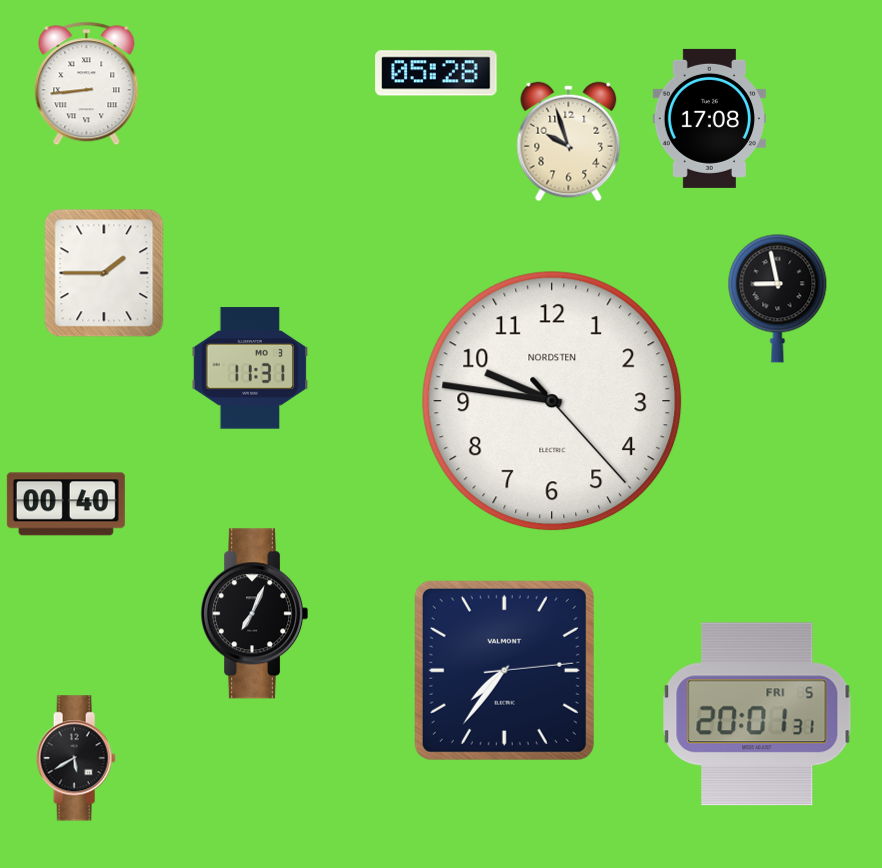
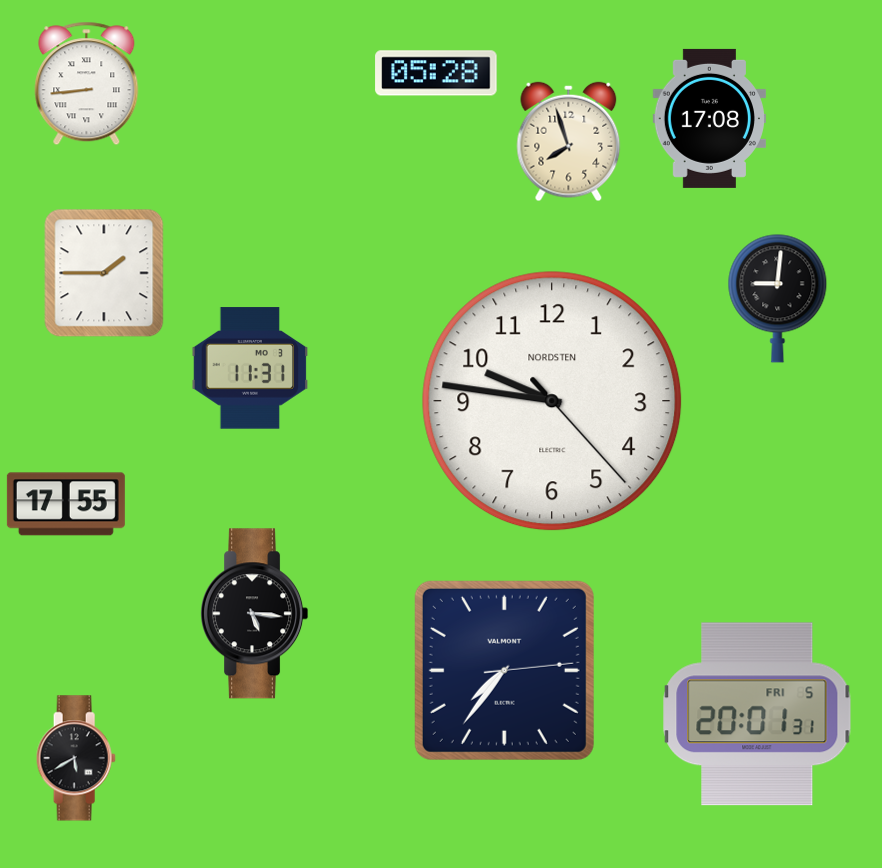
clock at (569, 142): 9:57 -> 7:57
clock at (778, 298): 8:58 -> 9:01
clock at (66, 504): 00:40 -> 17:55
clock at (255, 614): 7:04 -> 5:16
